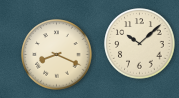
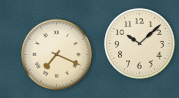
clock at (57, 55): 8:19 -> 7:19
